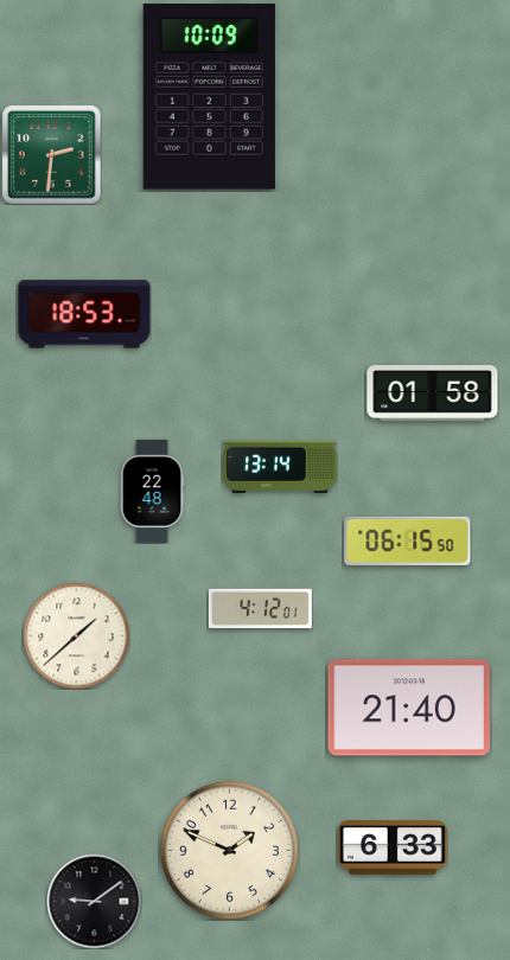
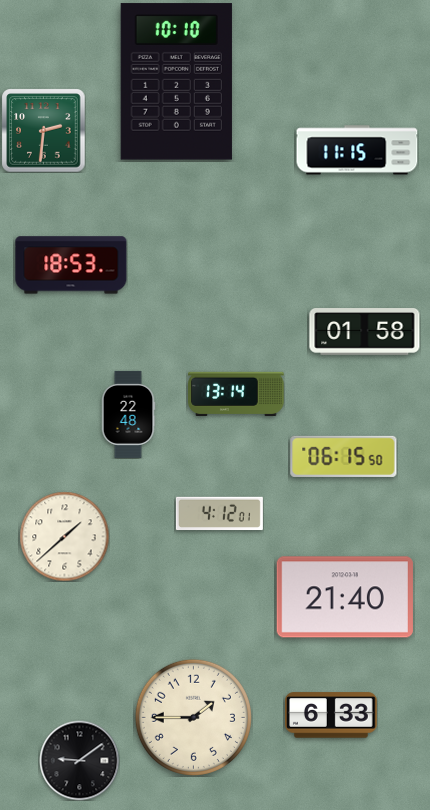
clock at (209, 97): 10:09 -> 10:10
clock at (357, 150): none -> 11:15
clock at (229, 850): 1:49 -> 1:45
